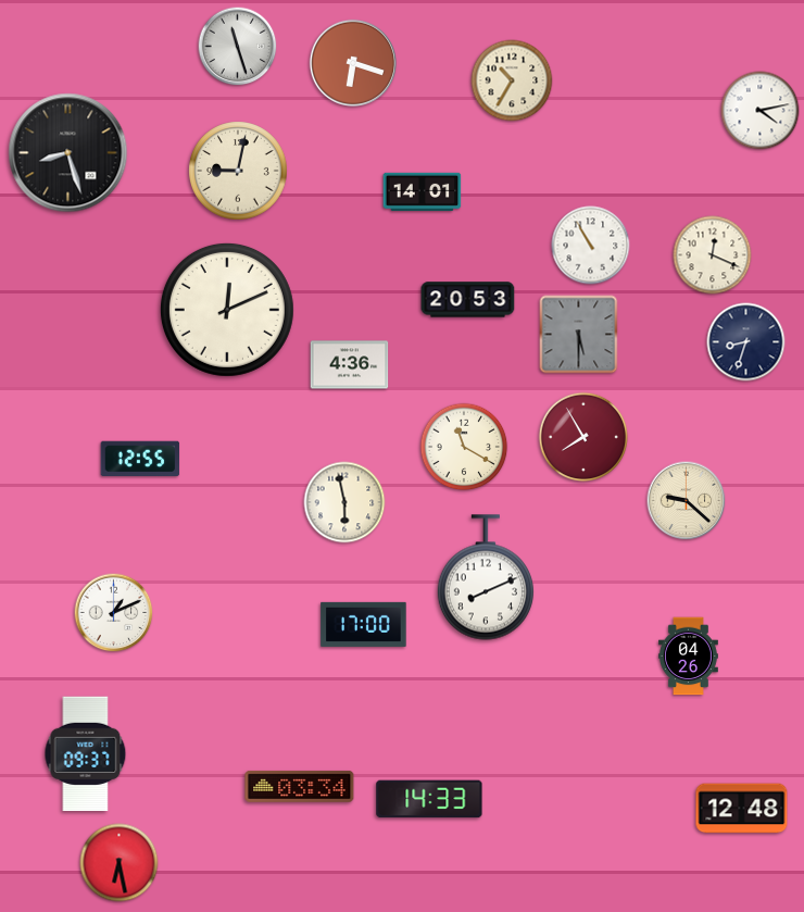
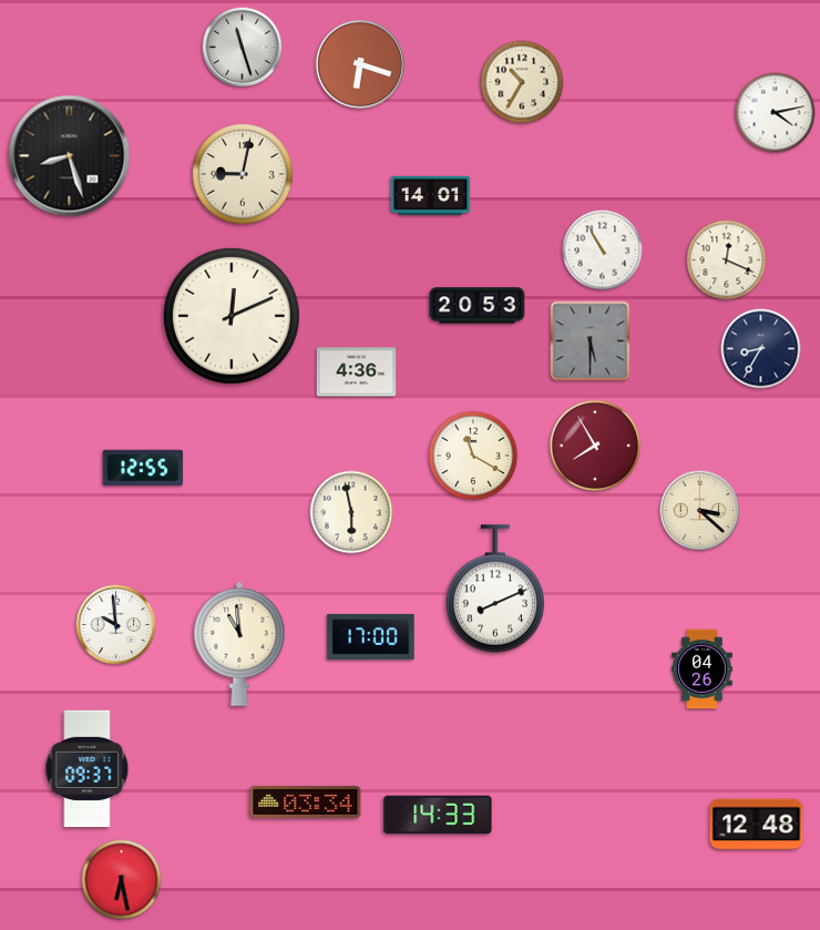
clock at (746, 342): 8:33 -> 8:35
clock at (687, 501): 9:22 -> 3:22
clock at (114, 613): 1:11 -> 9:59
clock at (239, 644): none -> 10:59
